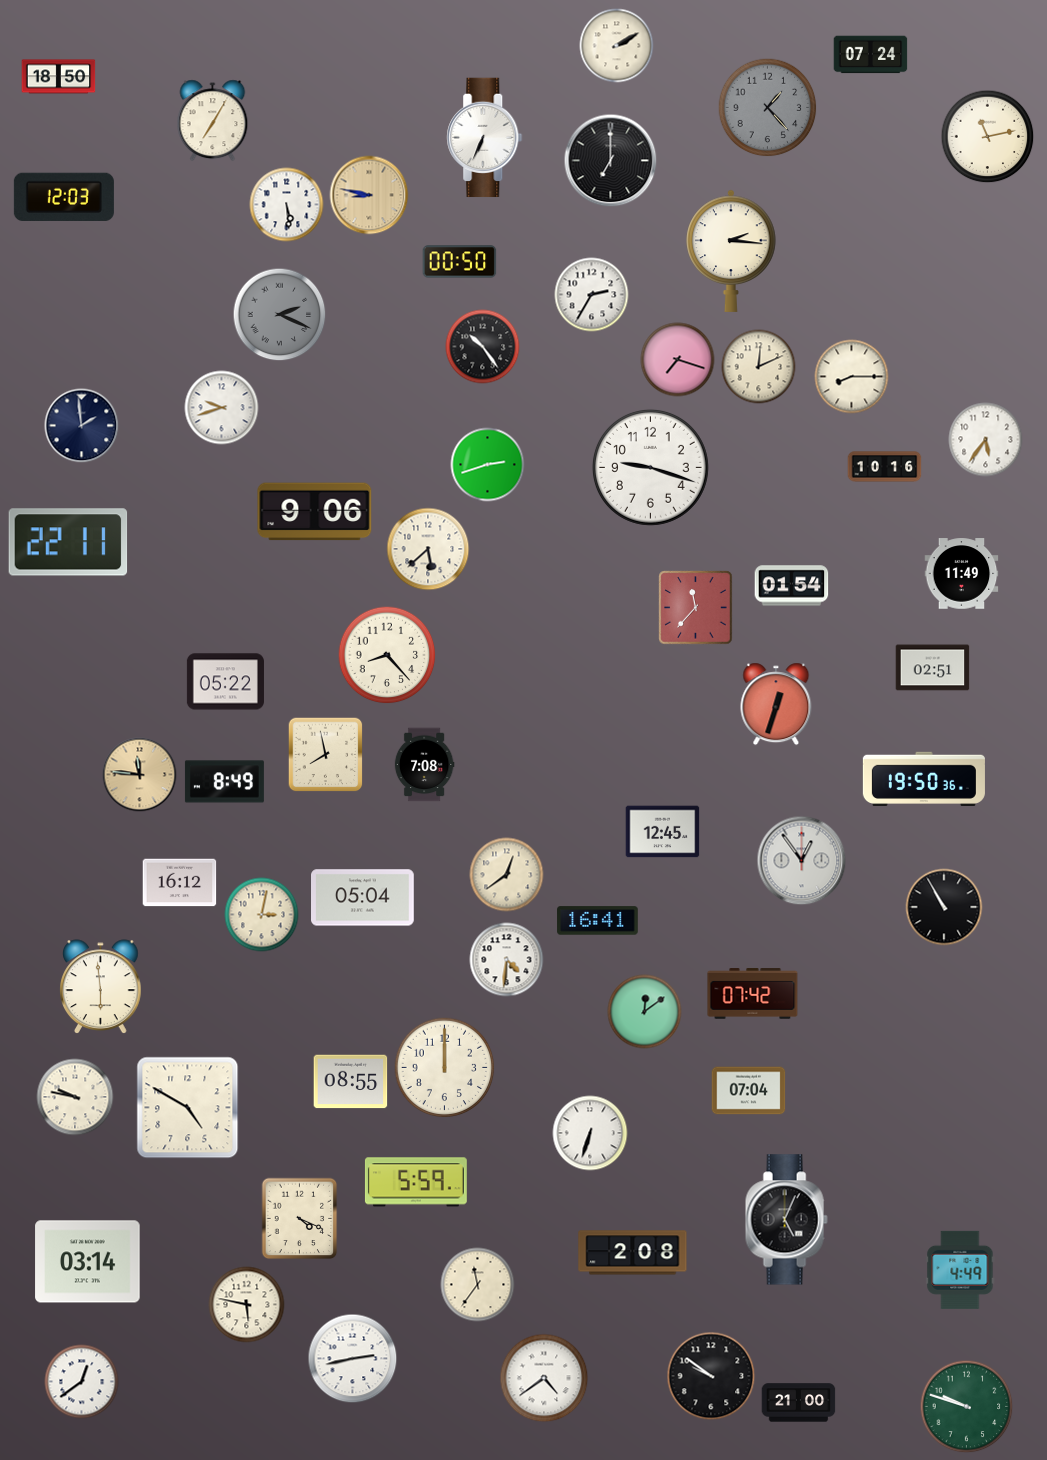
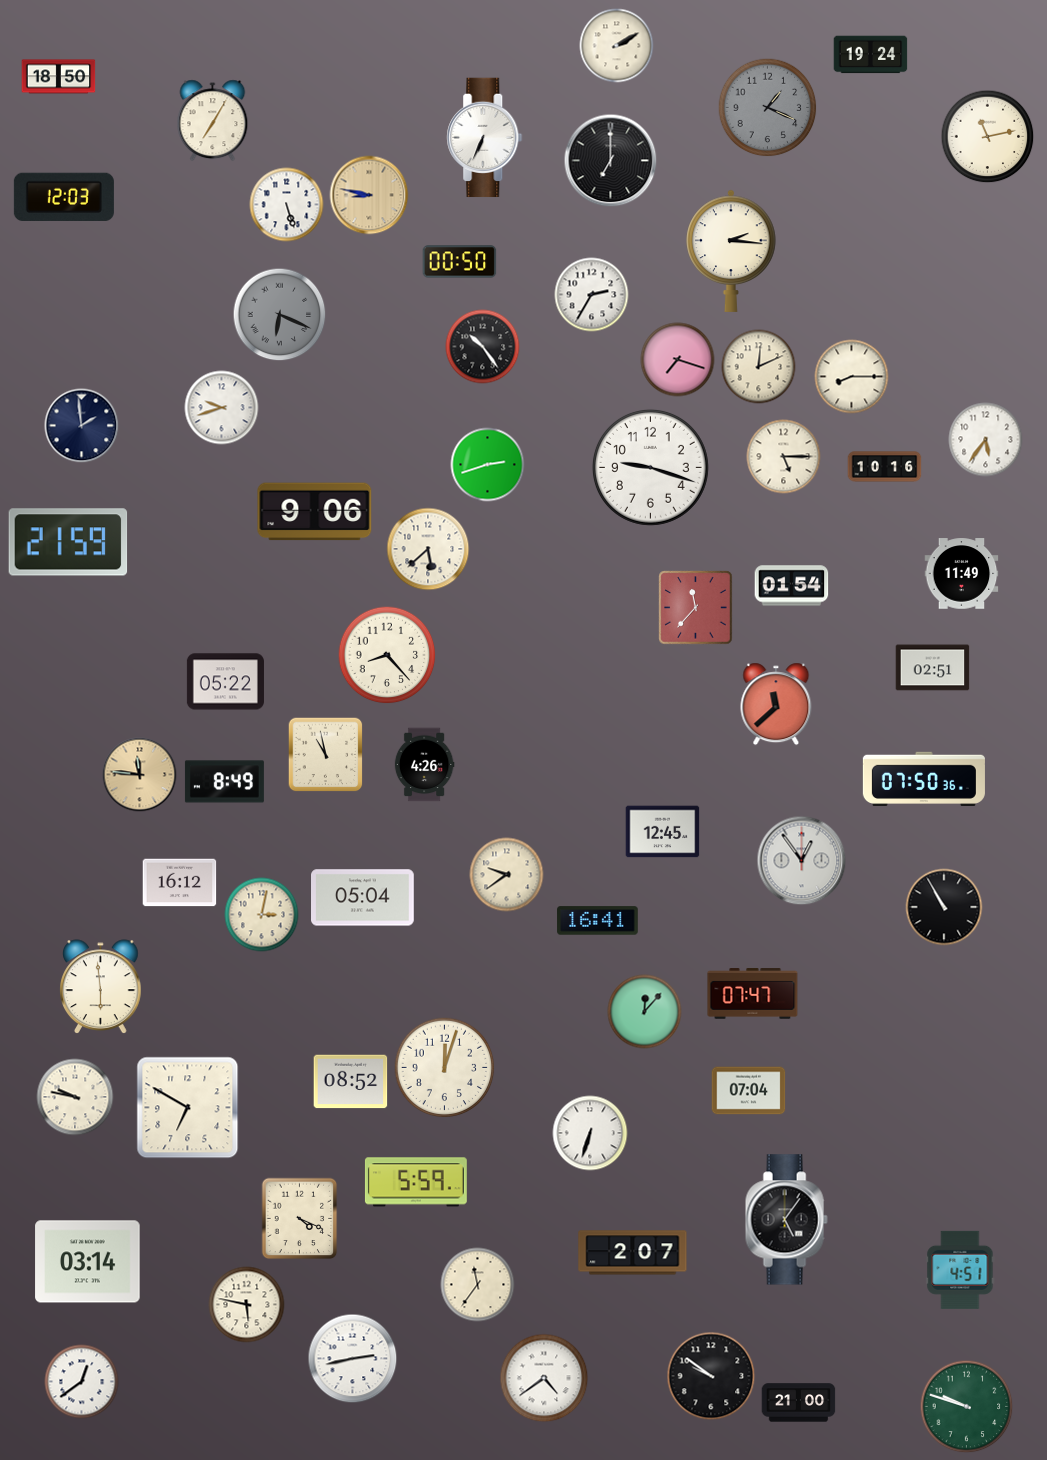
clock at (871, 55): 07:24 -> 19:24
clock at (768, 108): 1:23 -> 1:19
clock at (287, 205): 5:29 -> 5:27
clock at (280, 315): 2:19 -> 6:19
clock at (784, 457): none -> 5:15
clock at (68, 542): 22:11 -> 21:59
clock at (776, 704): 12:33 -> 11:38
clock at (326, 755): 7:58 -> 10:58
clock at (424, 765): 7:08 -> 4:26
clock at (924, 778): 19:50 -> 07:50
clock at (507, 875): 12:39 -> 9:39
clock at (507, 960): 4:31 -> none
clock at (753, 994): 07:42 -> 07:47
clock at (645, 1012): 12:09 -> 12:07
clock at (445, 1068): 12:00 -> 12:03
clock at (351, 1082): 08:55 -> 08:52
clock at (188, 1108): 4:50 -> 6:50
clock at (786, 1220): 5:04 -> 5:06
clock at (633, 1253): 2:08 -> 2:07
clock at (960, 1270): 4:49 -> 4:51
